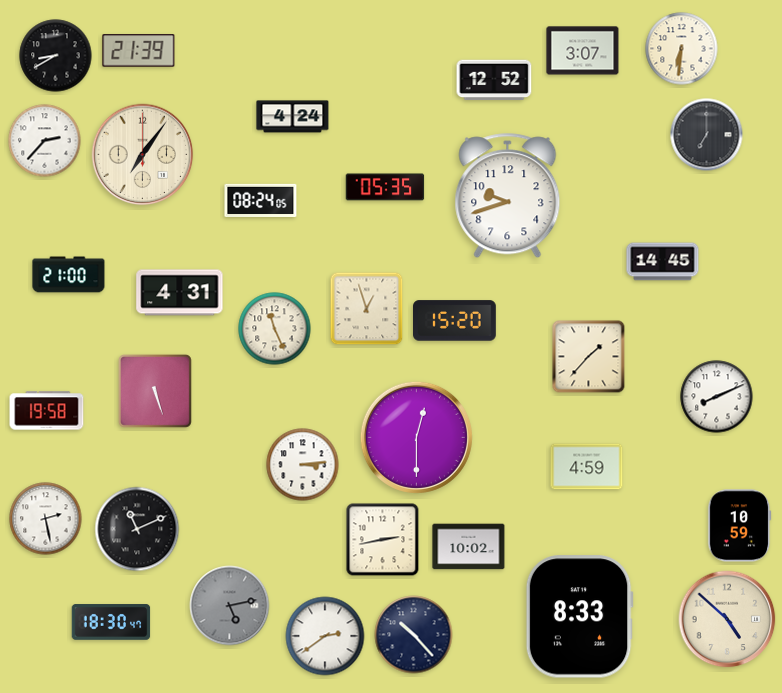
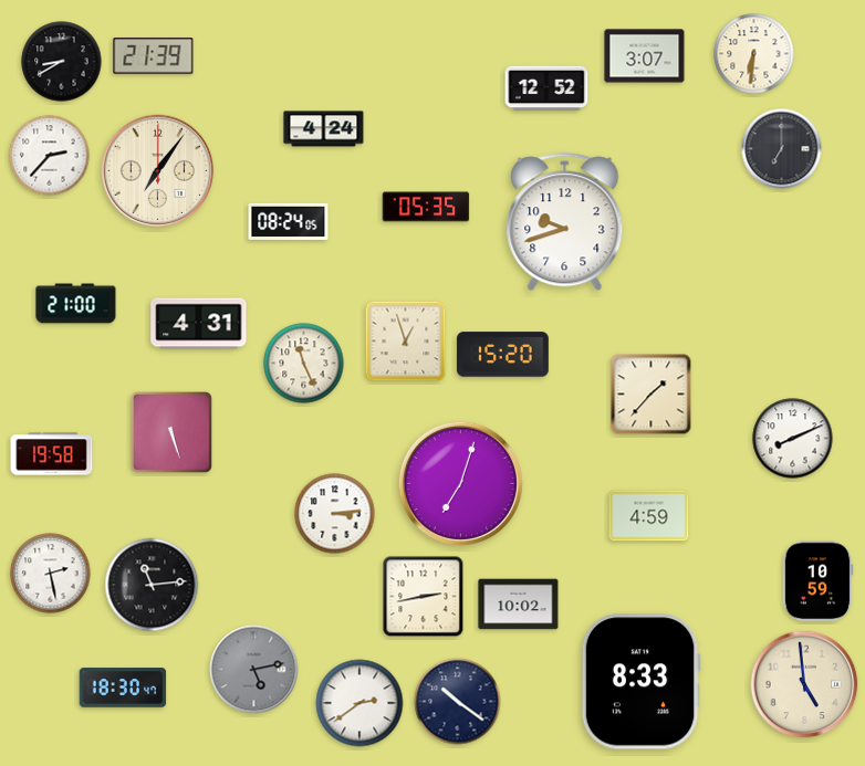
clock at (508, 196) position: (508, 196) -> (565, 222)
clock at (663, 262): 14:45 -> none
clock at (416, 437): 12:30 -> 7:03
clock at (137, 529): 11:11 -> 11:14
clock at (727, 619): 4:52 -> 4:59
clock at (414, 635): 10:23 -> 10:21
